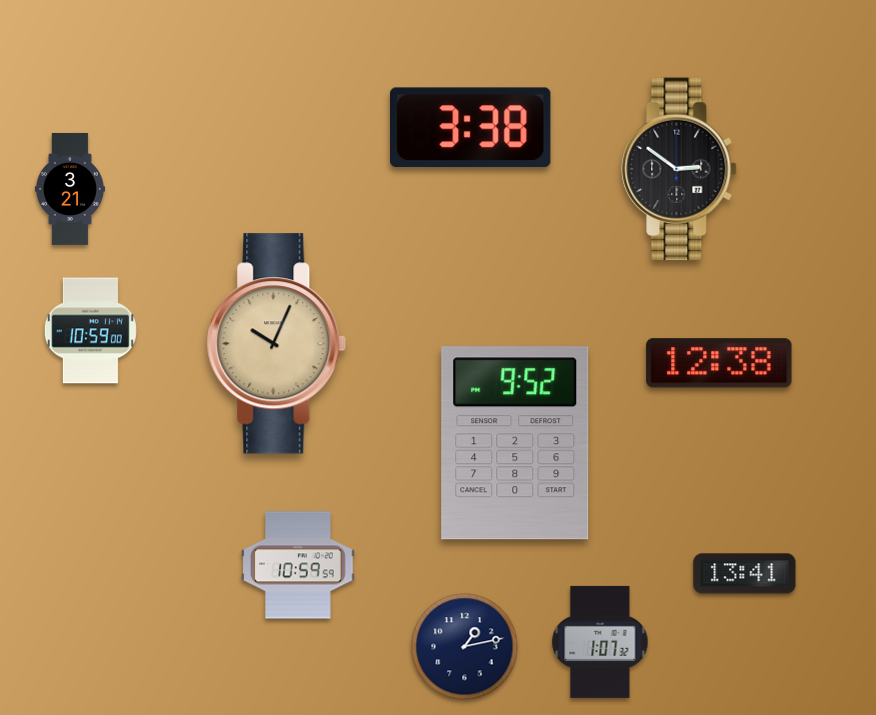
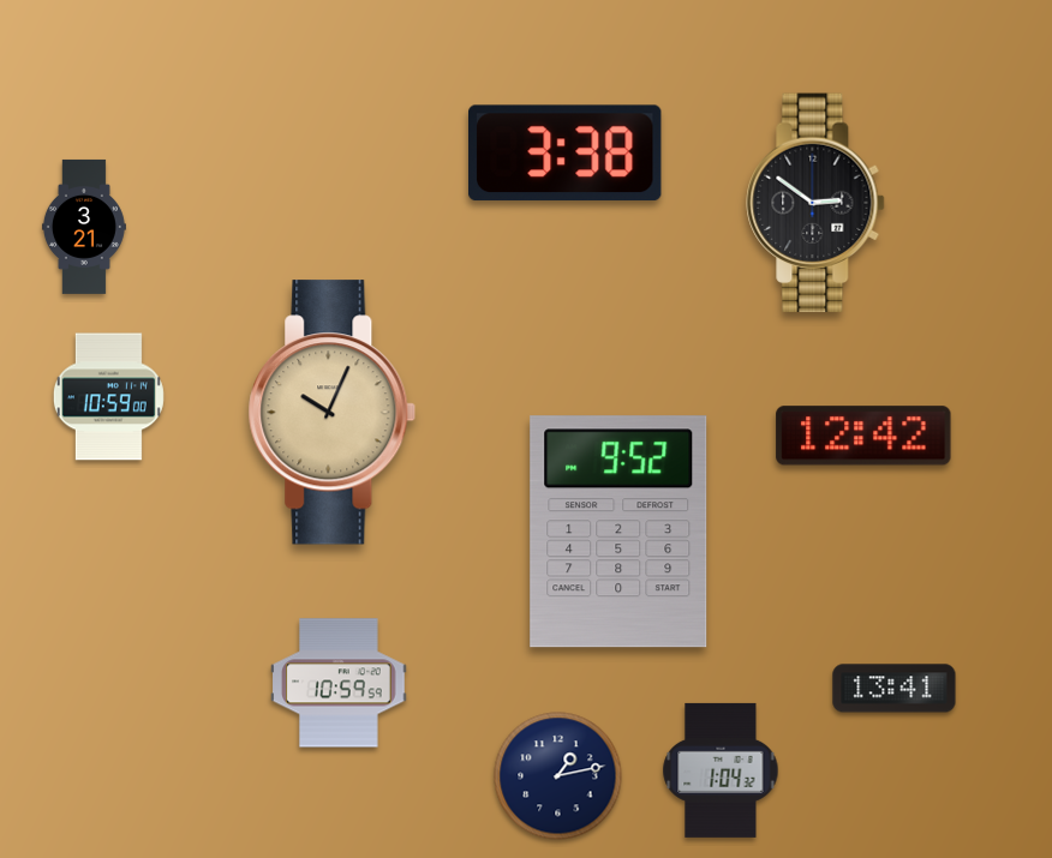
clock at (719, 363): 12:38 -> 12:42
clock at (298, 565) position: (298, 565) -> (339, 683)
clock at (600, 642): 1:07 -> 1:04
